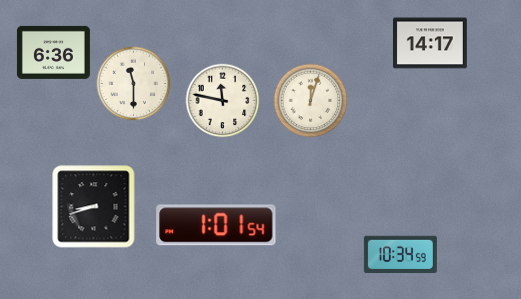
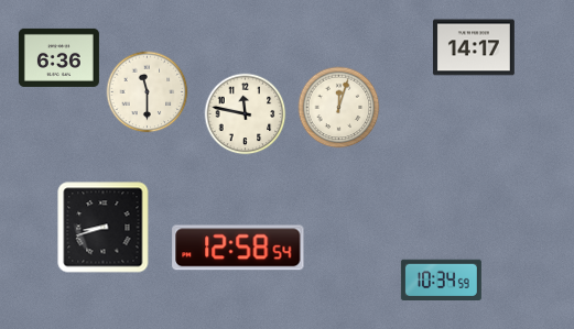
clock at (223, 101) position: (223, 101) -> (246, 114)
clock at (311, 101) position: (311, 101) -> (339, 108)
clock at (216, 225): 1:01 -> 12:58
